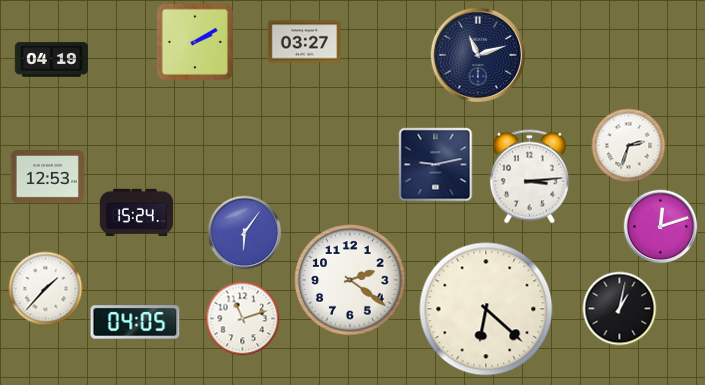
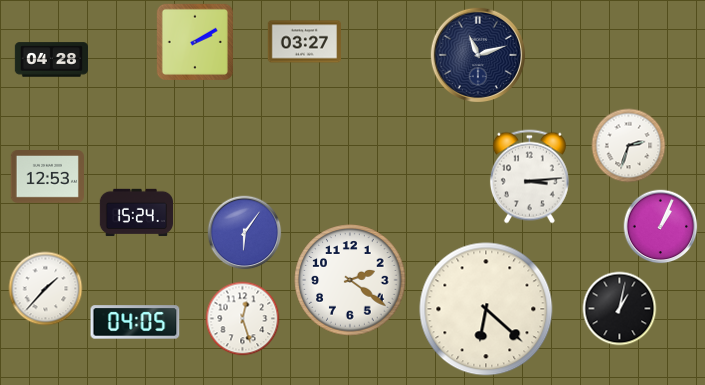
clock at (51, 60): 04:19 -> 04:28
clock at (436, 165): 9:13 -> none
clock at (661, 227): 12:12 -> 1:04
clock at (243, 319): 11:12 -> 12:27
